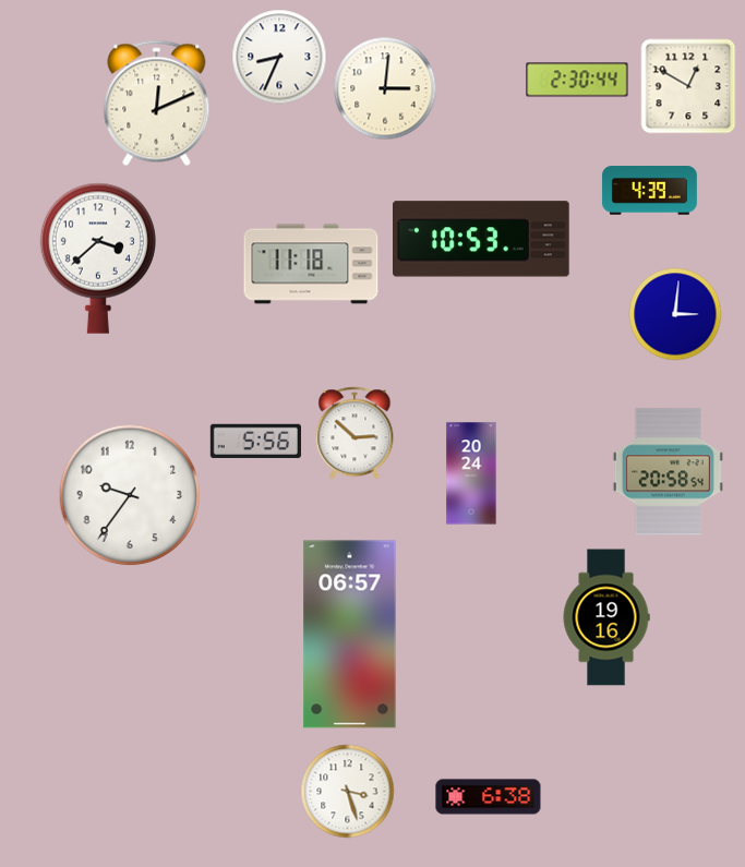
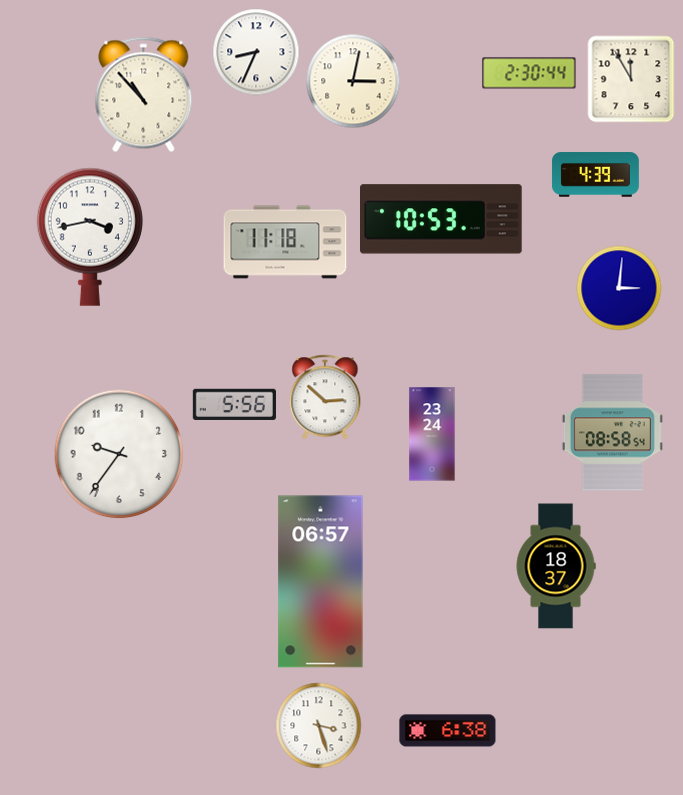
clock at (688, 86): 12:50 -> 11:55
clock at (385, 88): 3:01 -> 3:02
clock at (157, 104): 12:11 -> 10:53
clock at (98, 258): 3:38 -> 3:43
clock at (668, 472): 20:58 -> 08:58
clock at (471, 473): 20:24 -> 23:24
clock at (606, 617): 19:16 -> 18:37
